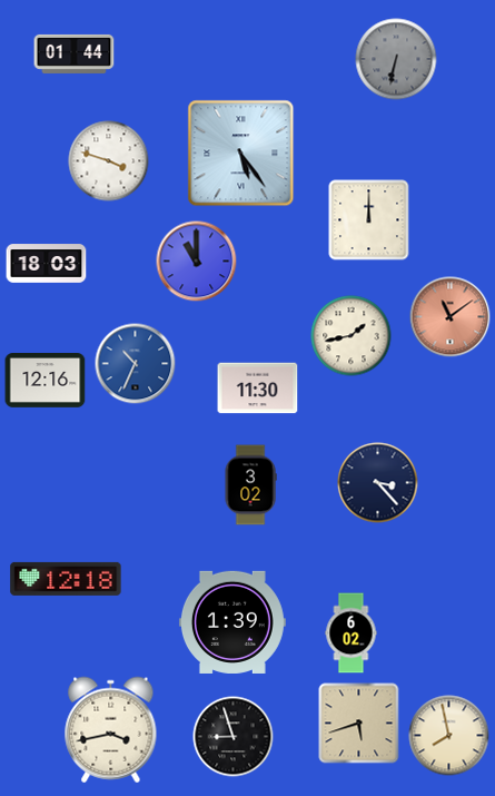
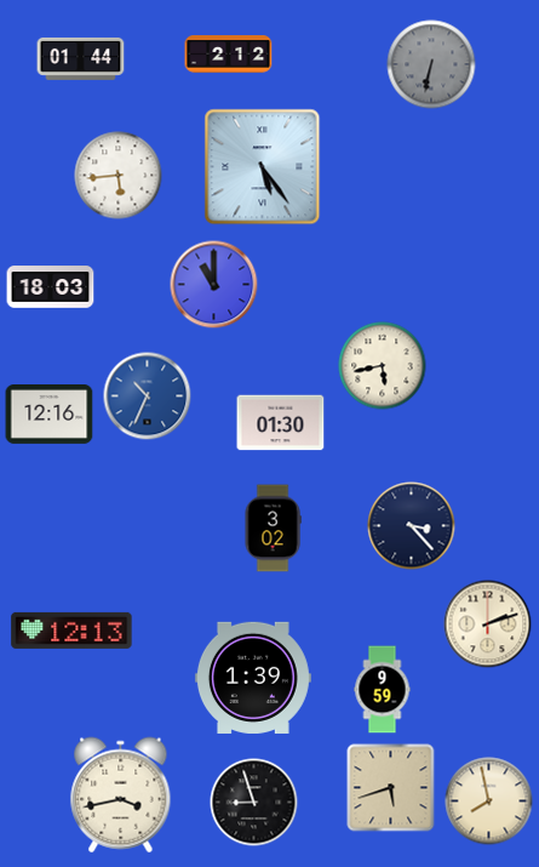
clock at (229, 55): none -> 2:12
clock at (109, 161): 3:48 -> 5:44
clock at (369, 220): 12:00 -> none
clock at (451, 317): 11:09 -> none
clock at (352, 336): 1:43 -> 5:43
clock at (258, 389): 11:30 -> 01:30
clock at (488, 624): none -> 2:12
clock at (66, 579): 12:18 -> 12:13
clock at (352, 633): 6:02 -> 9:59
